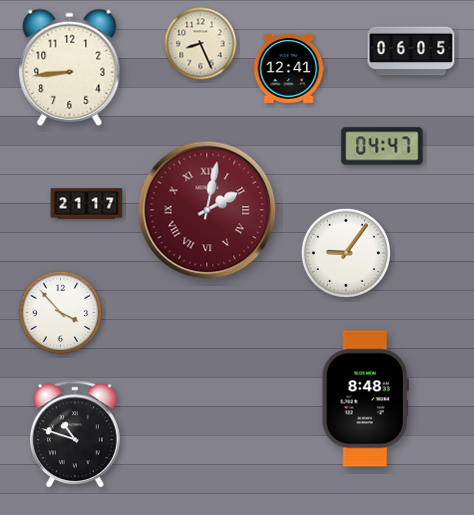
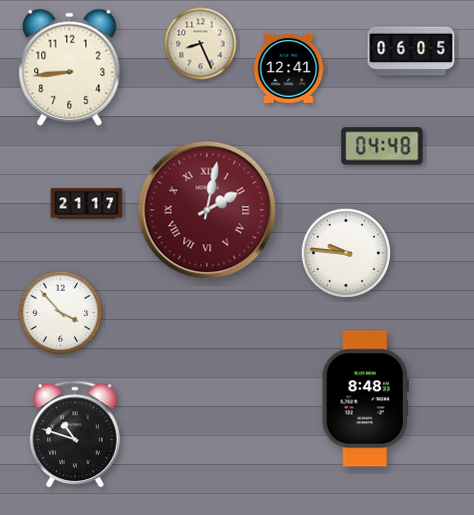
clock at (382, 146): 04:47 -> 04:48
clock at (346, 253): 9:06 -> 9:46
